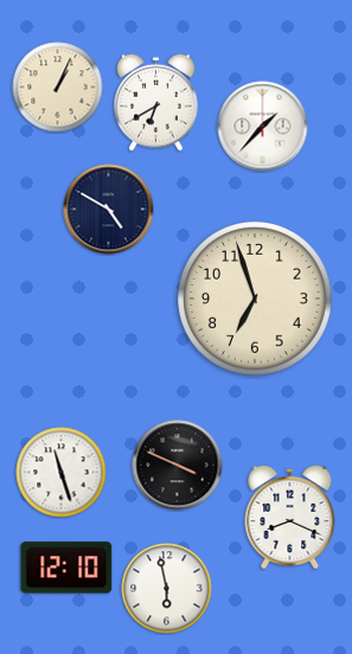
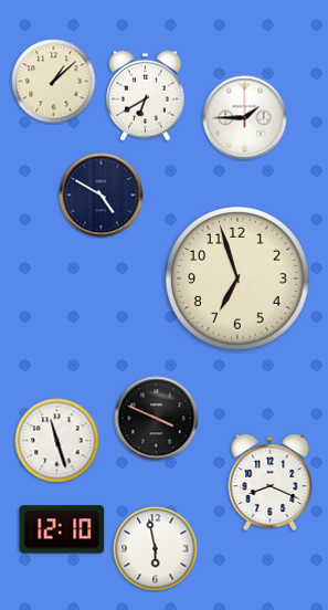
clock at (58, 88): 1:04 -> 1:08
clock at (263, 127): 1:37 -> 1:45
clock at (178, 466) position: (178, 466) -> (157, 419)
